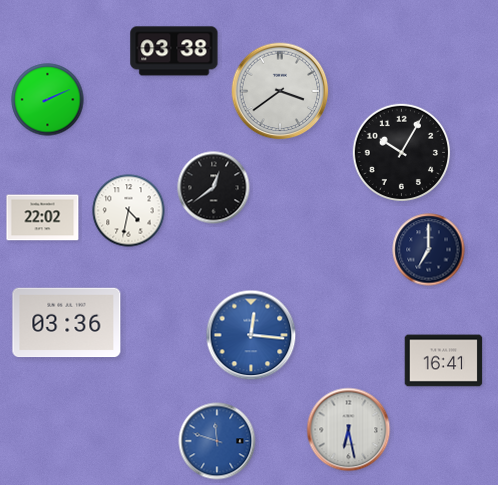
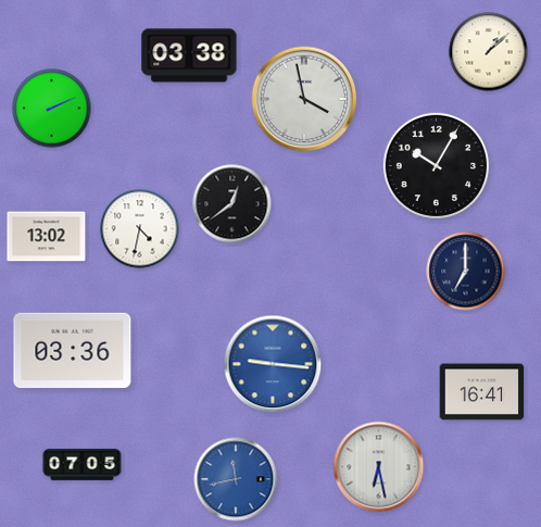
clock at (489, 52): none -> 1:08
clock at (280, 91): 3:39 -> 3:58
clock at (43, 218): 22:02 -> 13:02
clock at (251, 335): 12:16 -> 9:16
clock at (83, 464): none -> 07:05
clock at (217, 441): 11:48 -> 11:43
